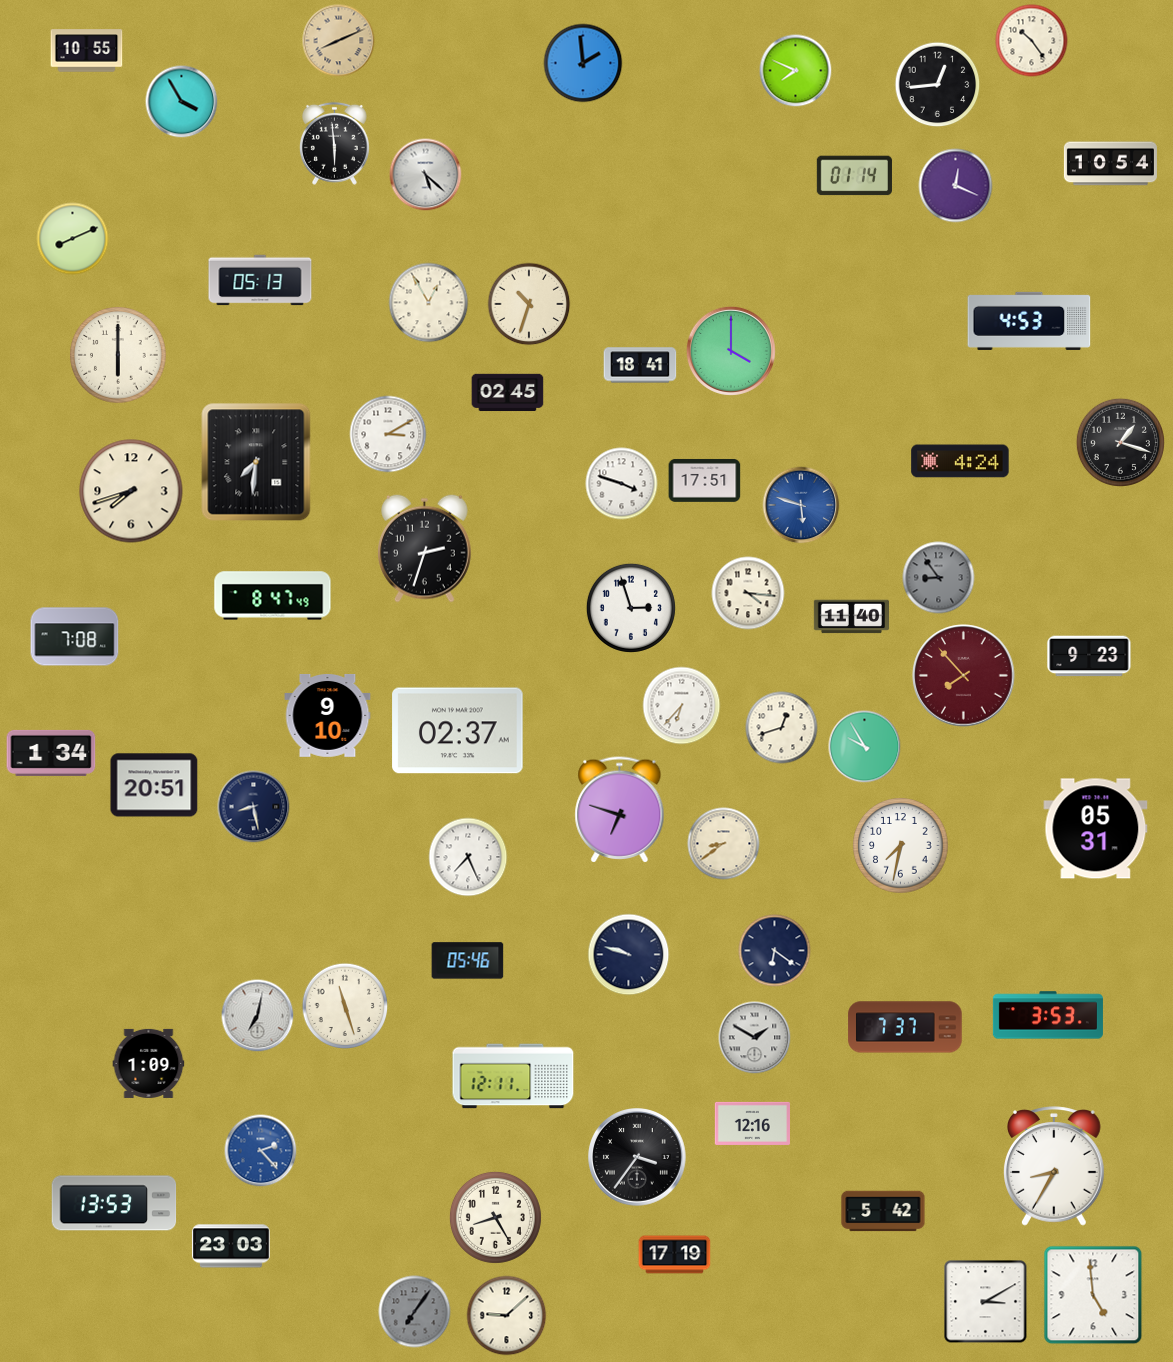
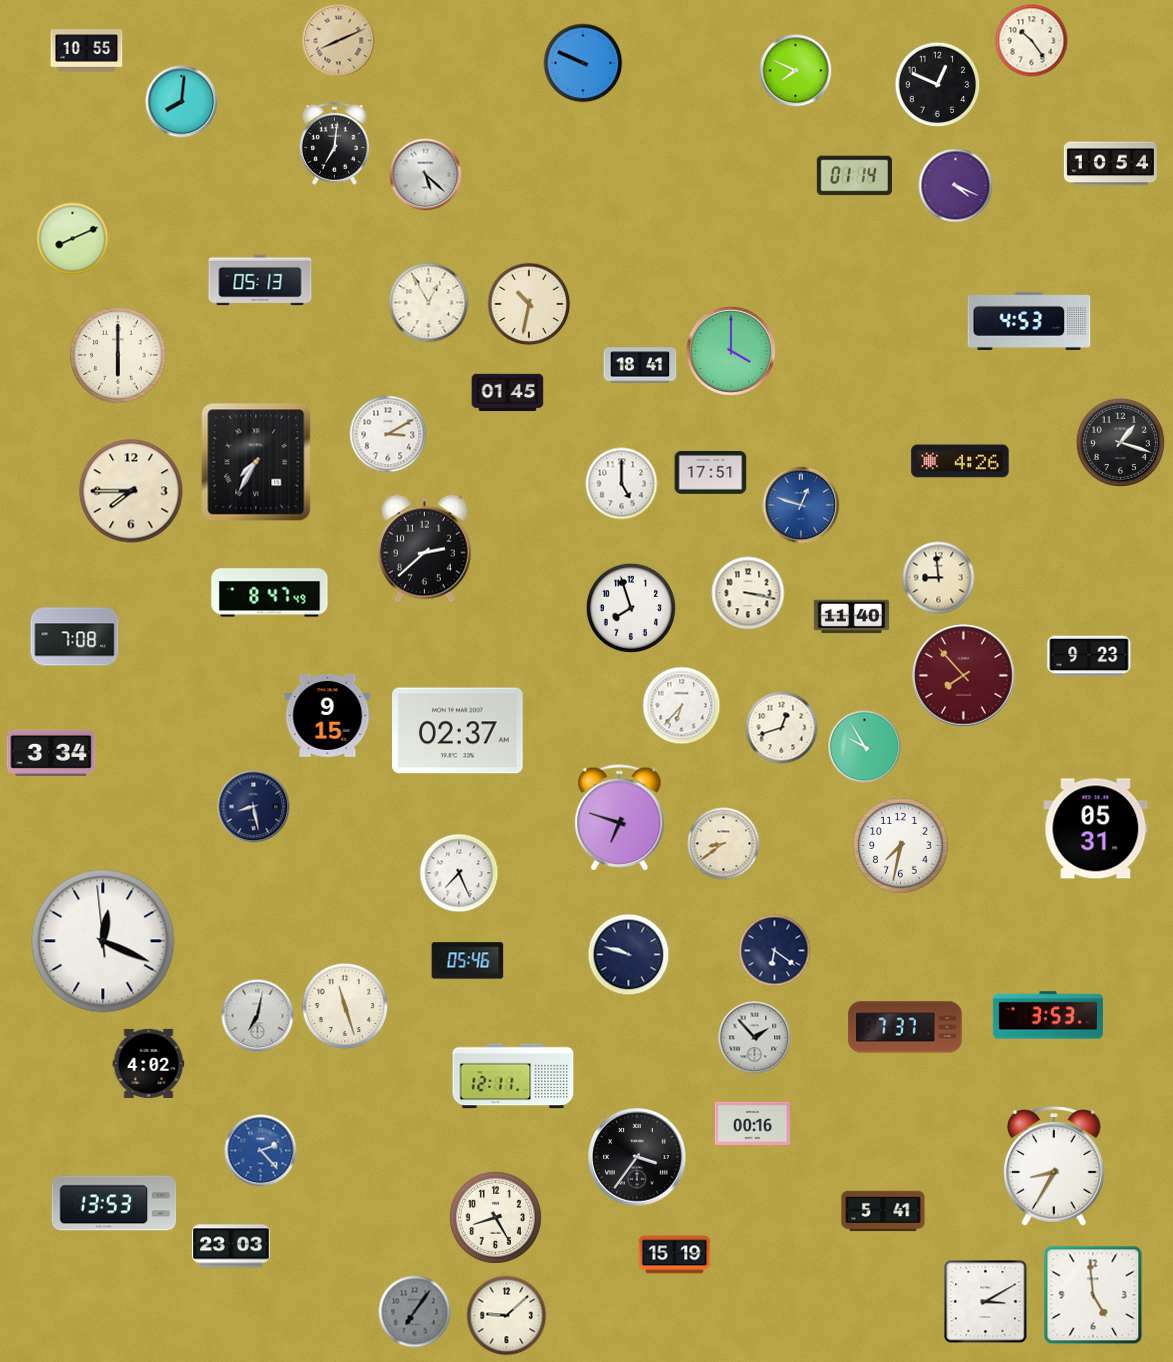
clock at (583, 63): 1:59 -> 9:49
clock at (938, 85): 12:44 -> 12:49
clock at (182, 102): 3:55 -> 8:01
clock at (334, 143): 5:59 -> 7:01
clock at (956, 186): 12:19 -> 4:19
clock at (529, 304): 10:33 -> 10:32
clock at (508, 393): 02:45 -> 01:45
clock at (960, 461): 4:24 -> 4:26
clock at (256, 462): 7:31 -> 7:35
clock at (705, 481) position: (705, 481) -> (711, 473)
clock at (622, 484): 3:48 -> 5:00
clock at (131, 491): 7:42 -> 7:45
clock at (801, 505): 5:48 -> 12:48
clock at (425, 548): 2:33 -> 2:38
clock at (939, 578): 8:54 -> 8:59
clock at (939, 578) dial: grey -> cream
clock at (748, 593): 4:16 -> 3:17
clock at (273, 596) position: (273, 596) -> (270, 593)
clock at (631, 608): 2:57 -> 7:57
clock at (328, 716): 9:10 -> 9:15
clock at (51, 753): 1:34 -> 3:34
clock at (154, 785): 20:51 -> none
clock at (620, 810) position: (620, 810) -> (620, 818)
clock at (468, 857) position: (468, 857) -> (459, 873)
clock at (103, 941): none -> 12:18
clock at (755, 1038): 1:50 -> 1:53
clock at (149, 1063): 1:09 -> 4:02
clock at (752, 1123): 12:16 -> 00:16
clock at (883, 1211): 5:42 -> 5:41
clock at (675, 1255): 17:19 -> 15:19
